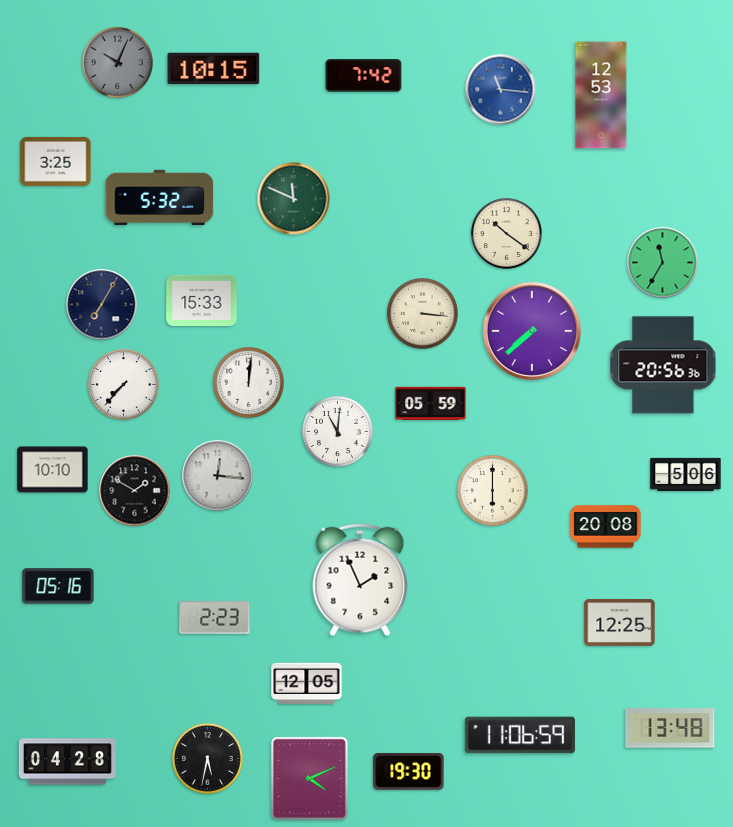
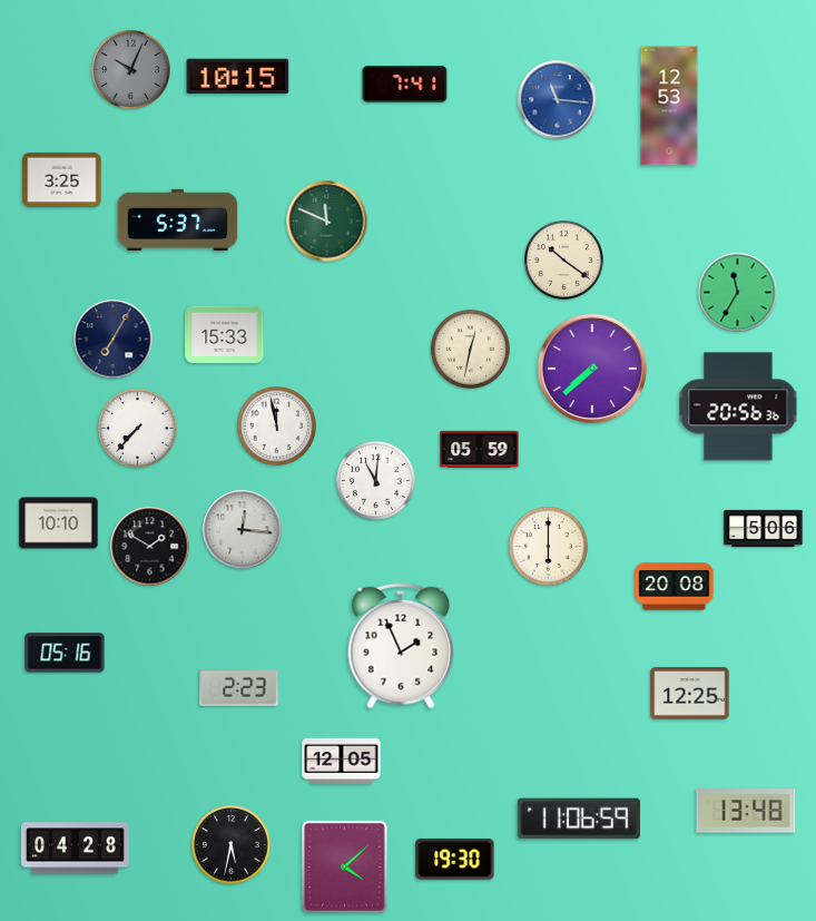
clock at (364, 76): 7:42 -> 7:41
clock at (160, 197): 5:32 -> 5:37
clock at (423, 314): 3:16 -> 12:32
clock at (249, 383): 12:01 -> 11:58
clock at (309, 778): 4:11 -> 4:08
